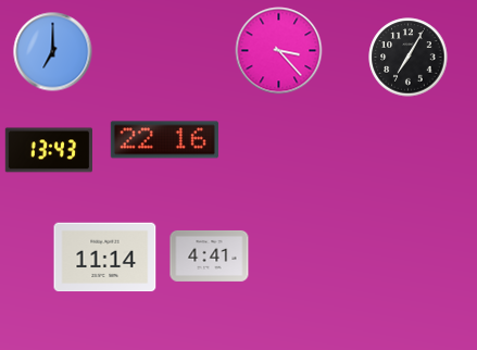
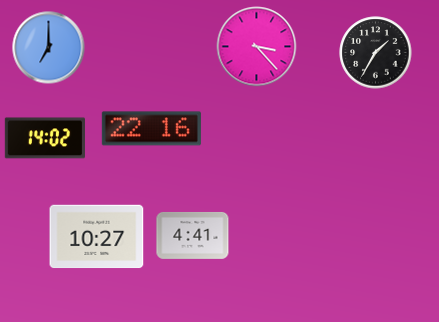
clock at (409, 58): 7:05 -> 1:35
clock at (48, 150): 13:43 -> 14:02
clock at (105, 258): 11:14 -> 10:27
